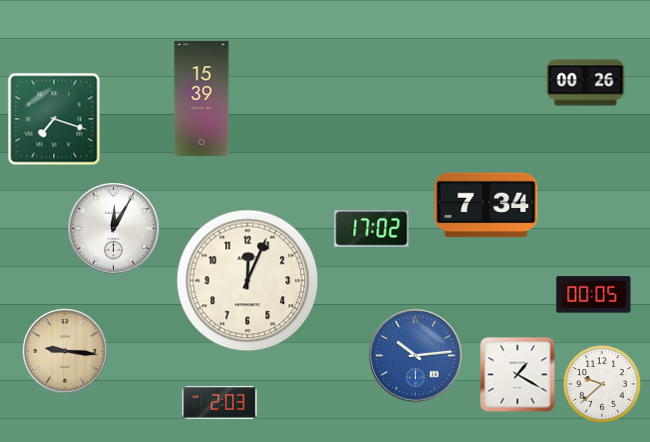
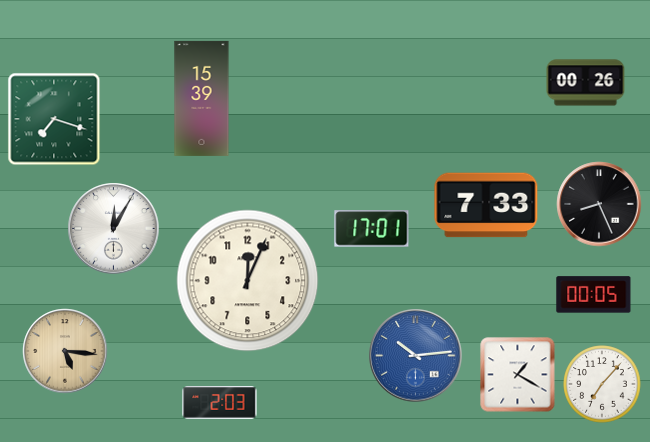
clock at (599, 204): none -> 8:26
clock at (486, 205): 7:34 -> 7:33
clock at (372, 229): 17:02 -> 17:01
clock at (65, 351): 9:16 -> 5:16
clock at (602, 384): 9:38 -> 7:07
